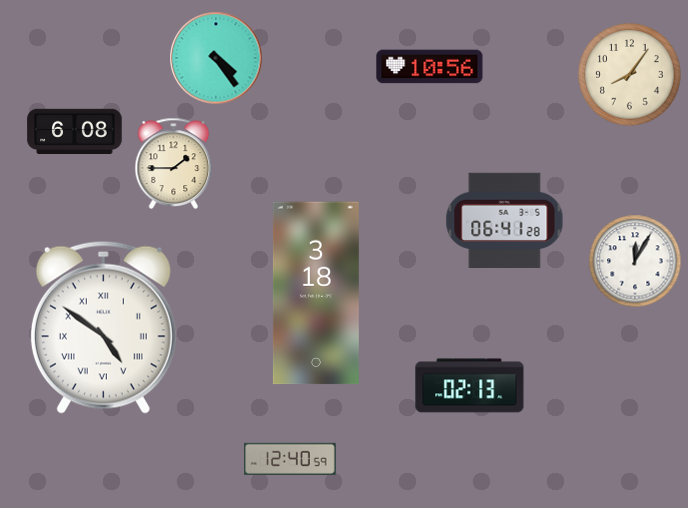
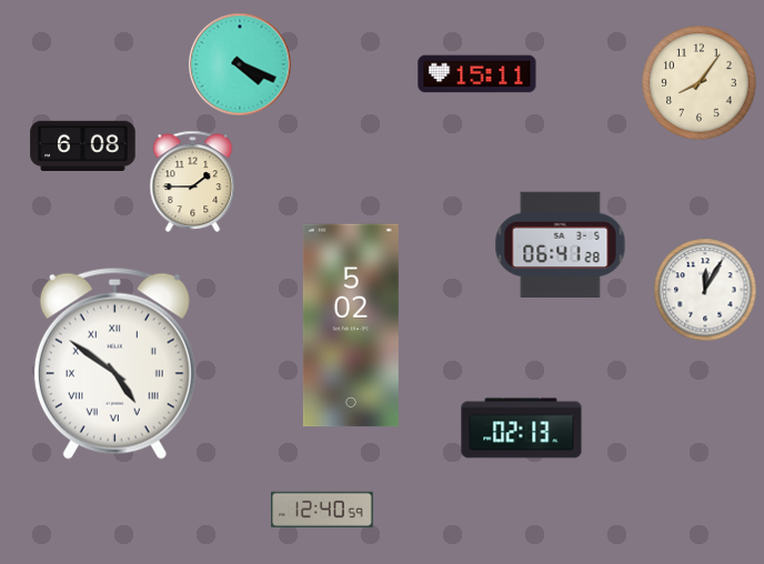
clock at (216, 58): 4:24 -> 4:19
clock at (430, 67): 10:56 -> 15:11
clock at (316, 293): 3:18 -> 5:02
